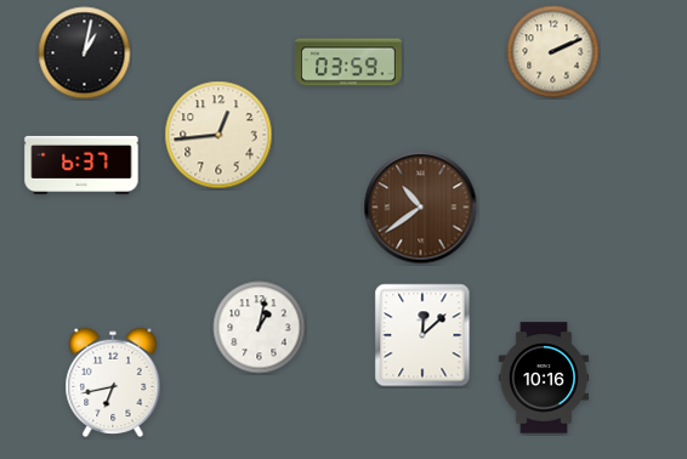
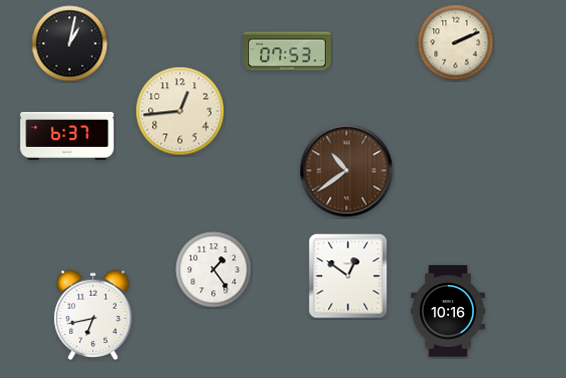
clock at (348, 62): 03:59 -> 07:53
clock at (260, 328): 1:02 -> 1:24
clock at (422, 335): 12:08 -> 12:51
